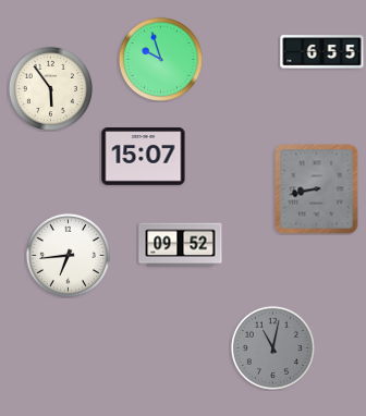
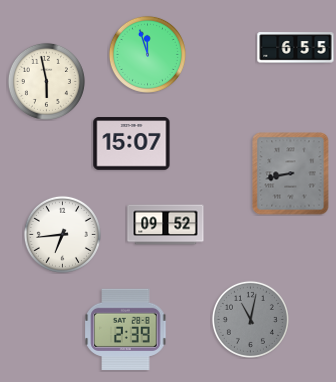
clock at (160, 59): 9:57 -> 11:57
clock at (50, 88): 5:54 -> 5:58
clock at (126, 330): none -> 2:39
